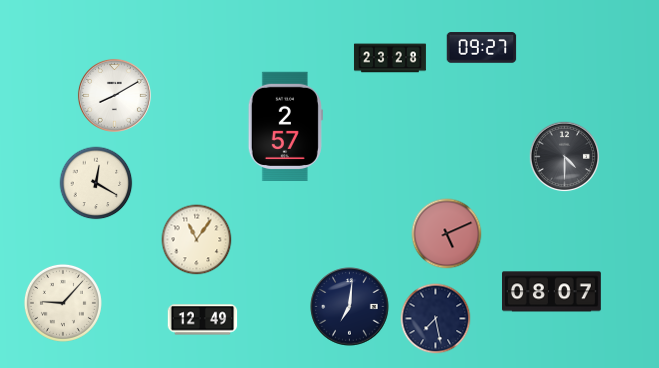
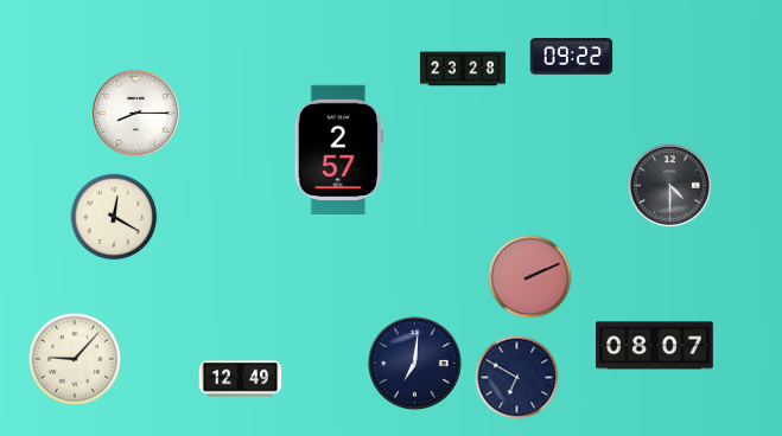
clock at (482, 48): 09:27 -> 09:22
clock at (114, 95): 8:10 -> 8:15
clock at (447, 234): 5:11 -> 2:11
clock at (197, 240): 11:06 -> none
clock at (436, 319): 7:28 -> 6:50
